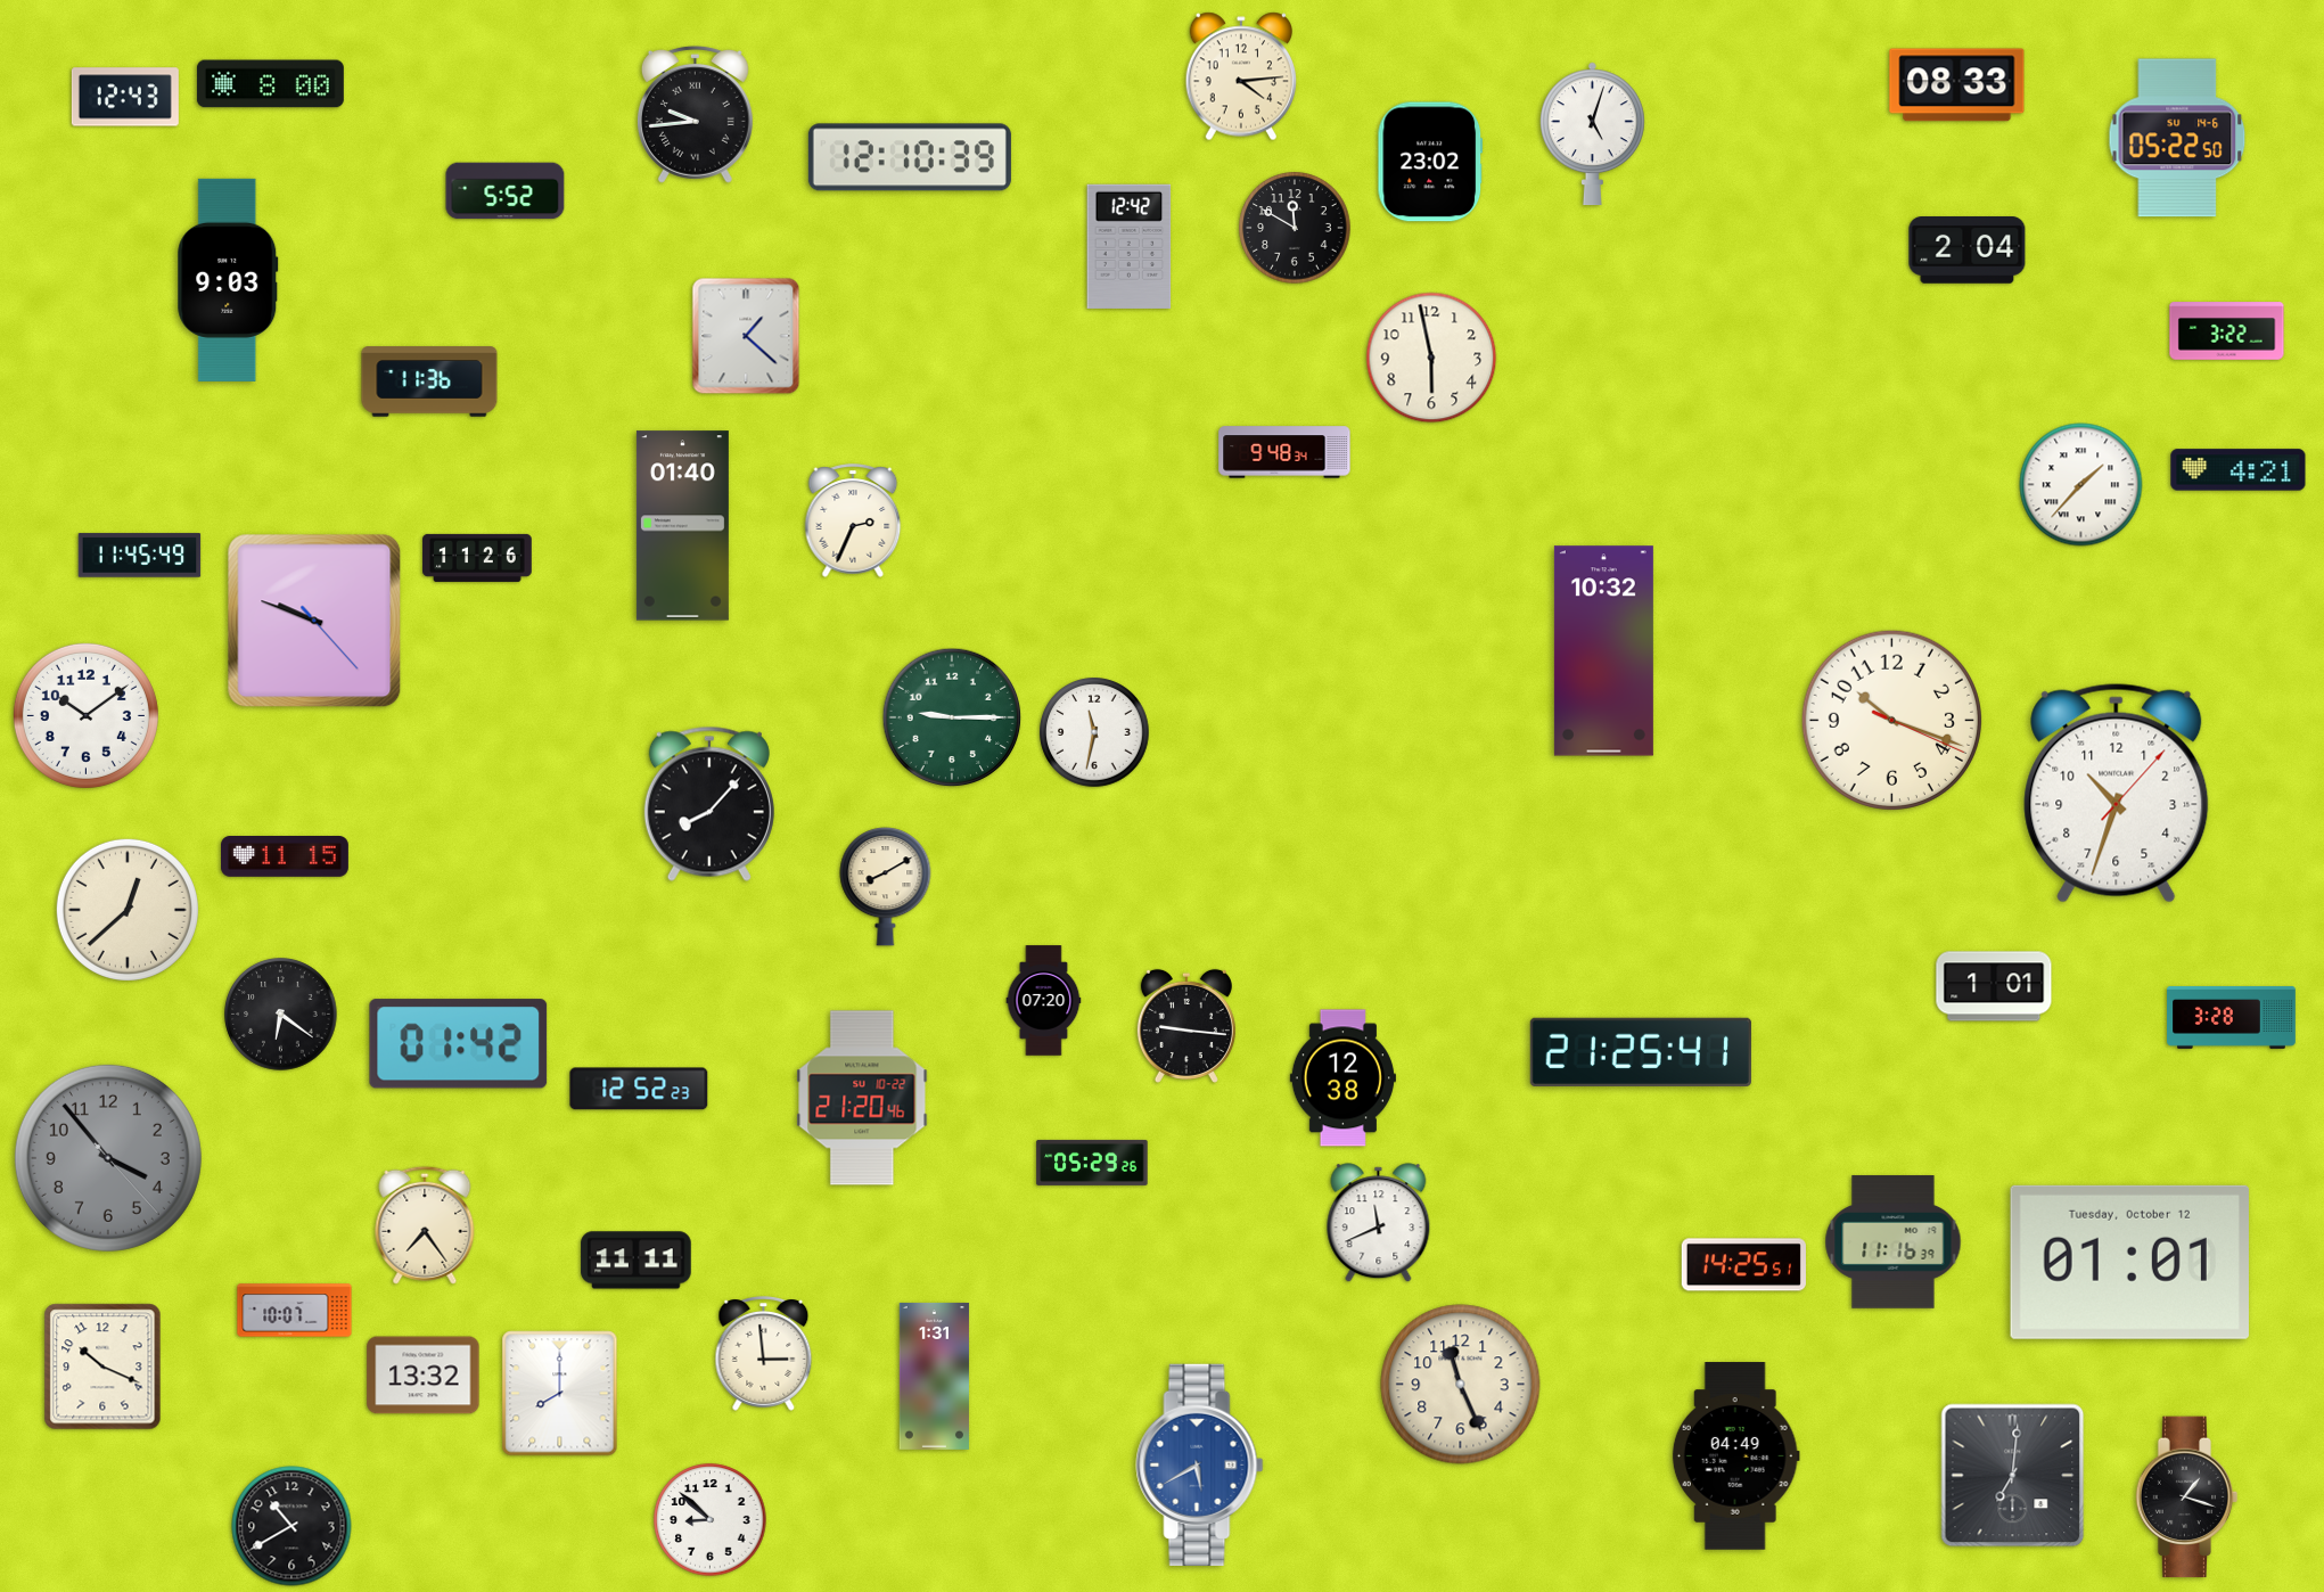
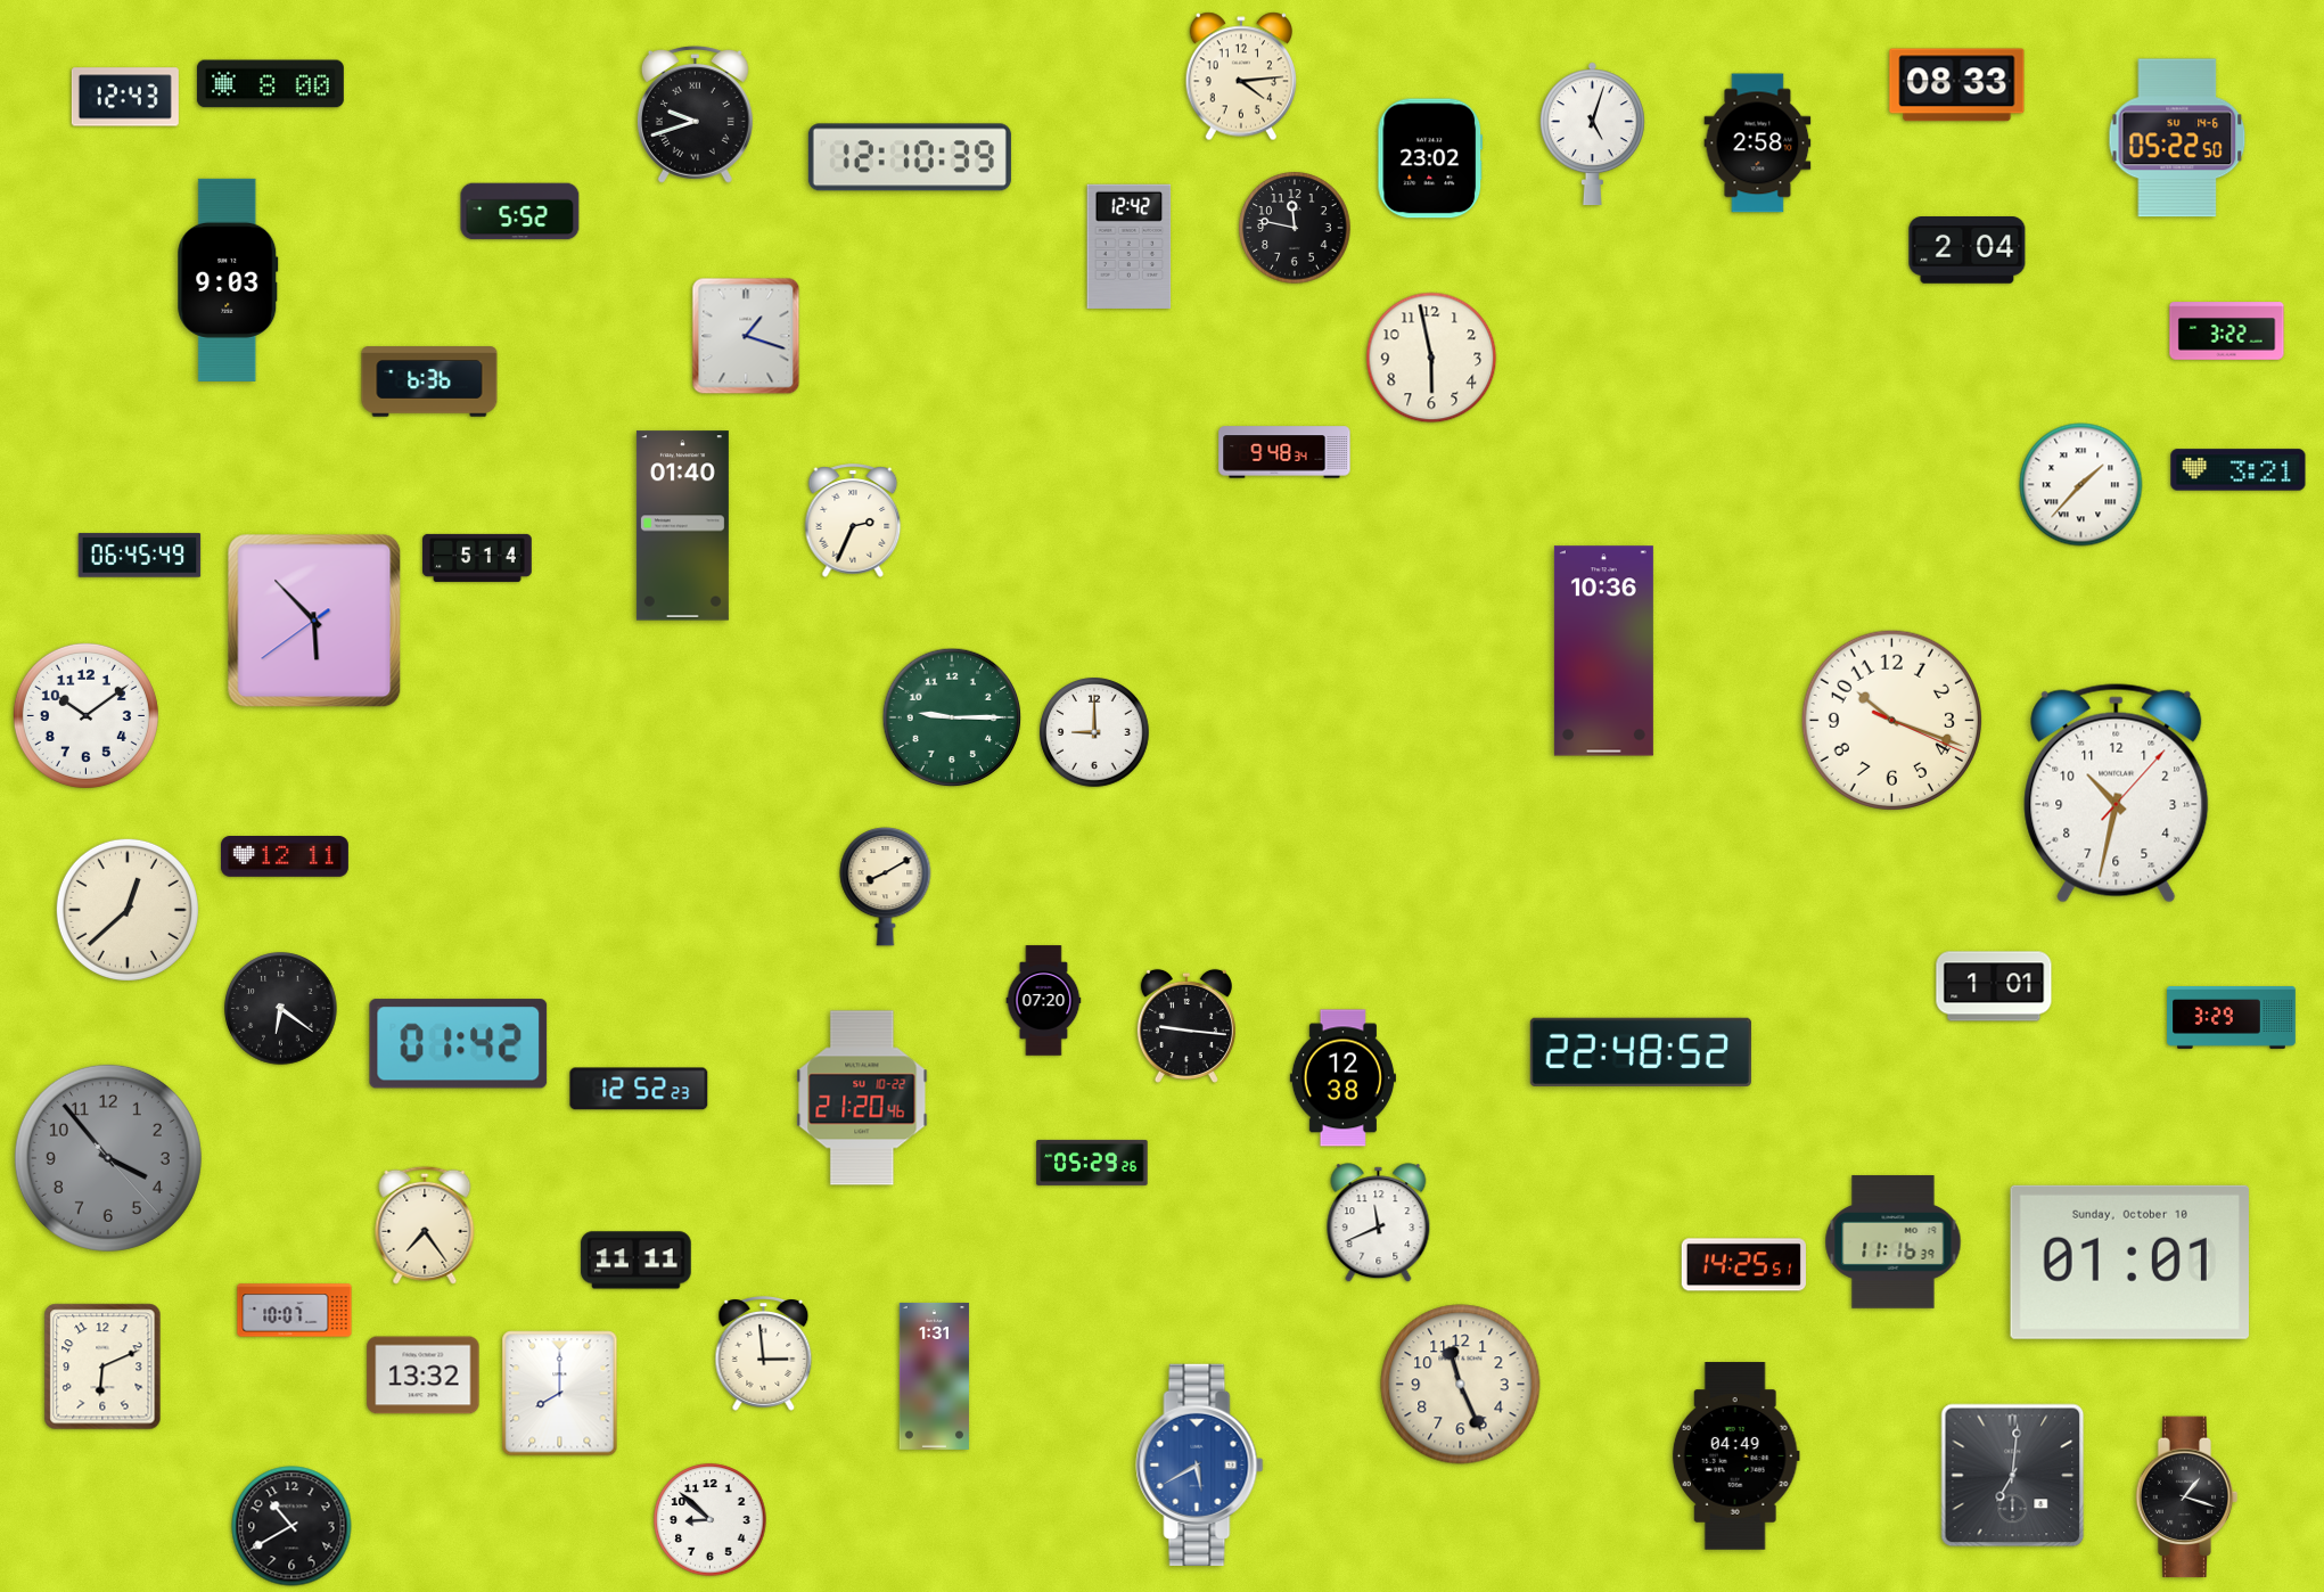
clock at (695, 114): 9:44 -> 9:42
clock at (1758, 143): none -> 2:58
clock at (1430, 162) position: (1430, 162) -> (1430, 158)
clock at (506, 191) position: (506, 191) -> (520, 212)
clock at (1295, 228): 11:50 -> 11:47
clock at (746, 336): 1:22 -> 1:18
clock at (429, 381): 11:36 -> 6:36
clock at (2239, 470): 4:21 -> 3:21
clock at (140, 556): 11:45 -> 06:45
clock at (477, 558): 11:26 -> 5:14
clock at (314, 621): 9:48 -> 5:52
clock at (1603, 651): 10:32 -> 10:36
clock at (1094, 732): 11:32 -> 9:00
clock at (2117, 793): 10:33 -> 10:32
clock at (709, 804): 8:07 -> none
clock at (285, 857): 11:15 -> 12:11
clock at (281, 1015) position: (281, 1015) -> (281, 1009)
clock at (2232, 1018): 3:28 -> 3:29
clock at (1641, 1052): 21:25 -> 22:48
clock at (2129, 1262) date: Tuesday, October 12 -> Sunday, October 10
clock at (102, 1367): 10:19 -> 6:11
